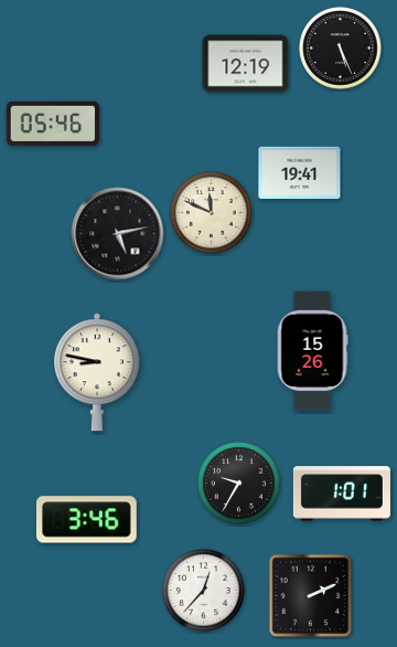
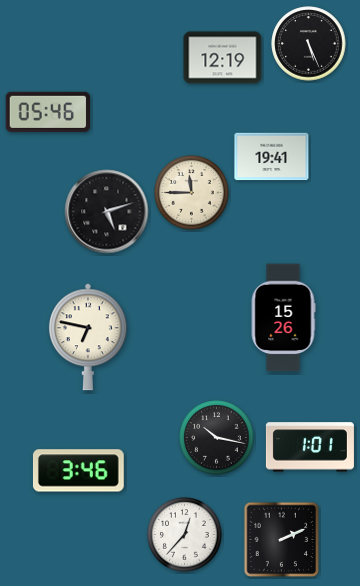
clock at (212, 213): 11:49 -> 11:45
clock at (118, 234): 5:13 -> 5:12
clock at (97, 372): 8:47 -> 6:47
clock at (239, 484): 9:35 -> 10:17
